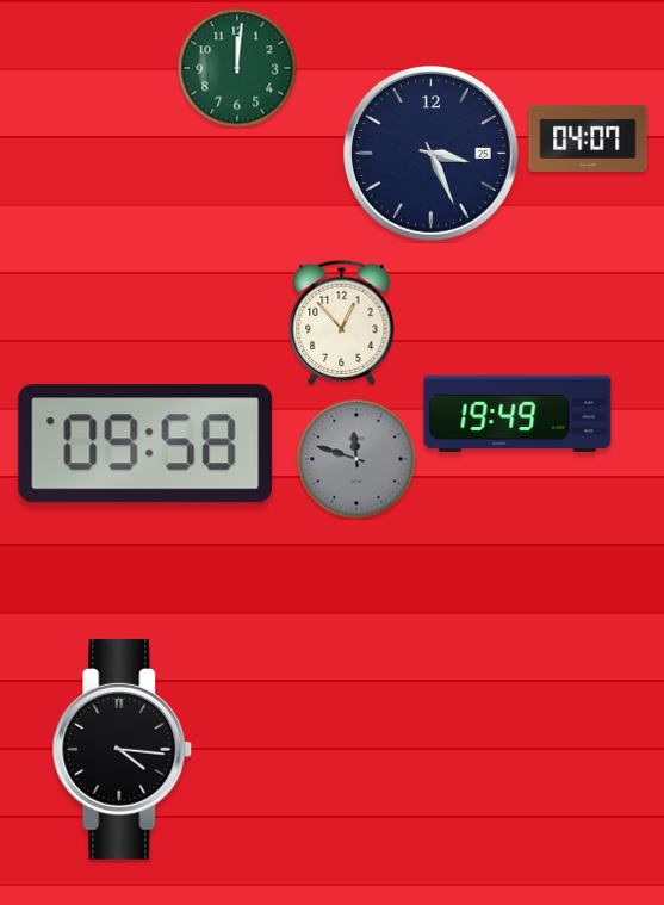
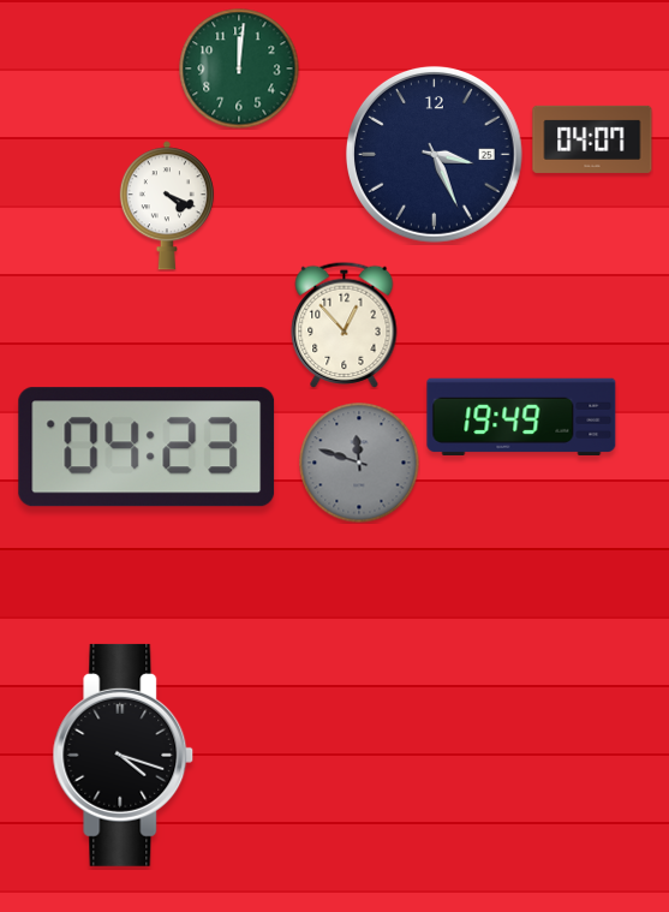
clock at (167, 205): none -> 4:19
clock at (145, 444): 09:58 -> 04:23
clock at (123, 749): 4:16 -> 4:18
